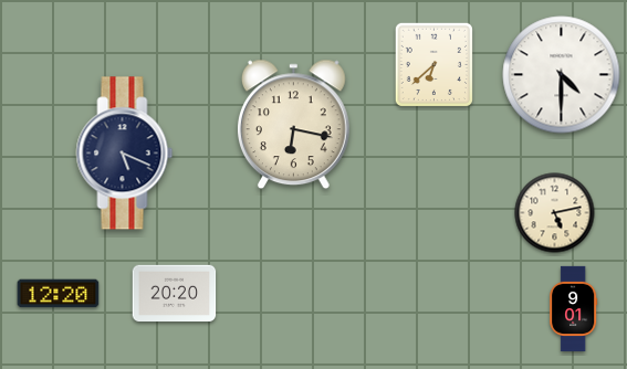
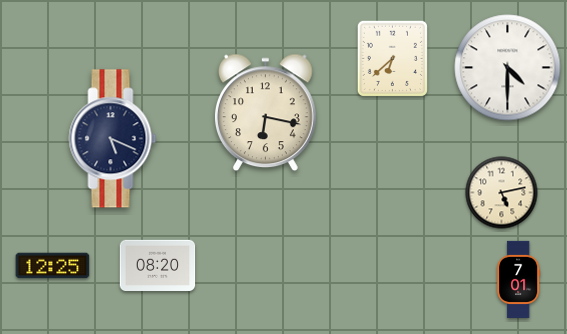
clock at (59, 294): 12:20 -> 12:25
clock at (175, 294): 20:20 -> 08:20
clock at (574, 308): 9:01 -> 7:01
